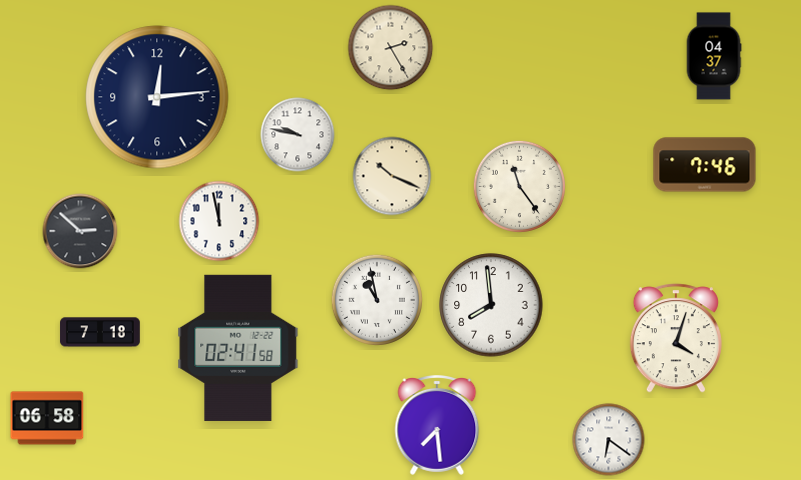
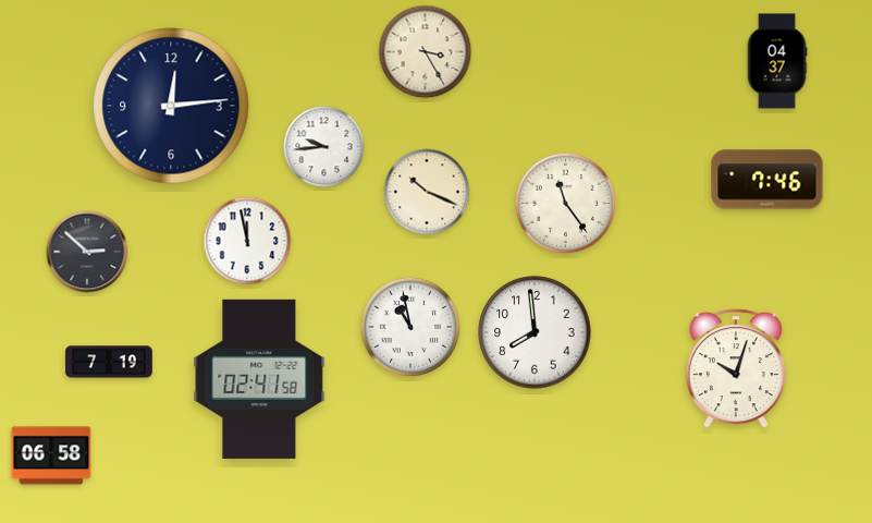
clock at (391, 48): 2:25 -> 3:25
clock at (298, 135): 9:47 -> 9:44
clock at (219, 221) position: (219, 221) -> (247, 241)
clock at (100, 332): 7:18 -> 7:19
clock at (676, 338): 4:03 -> 10:03
clock at (437, 426): 7:29 -> none
clock at (609, 440): 6:21 -> none
